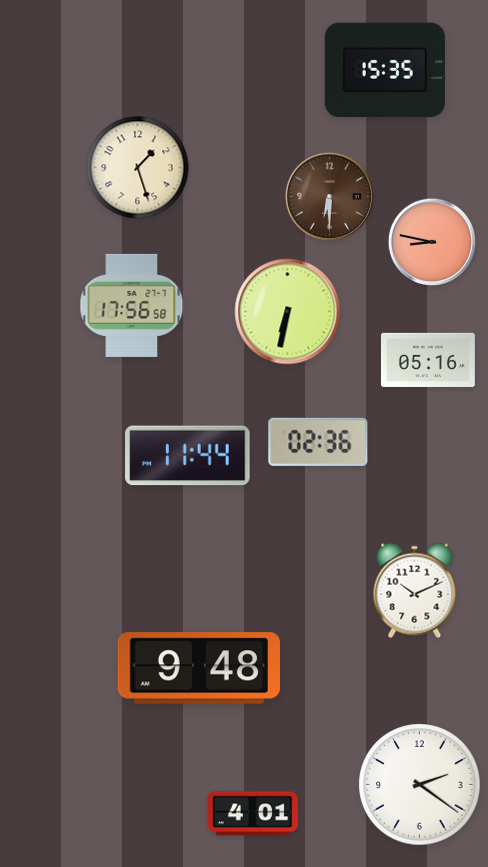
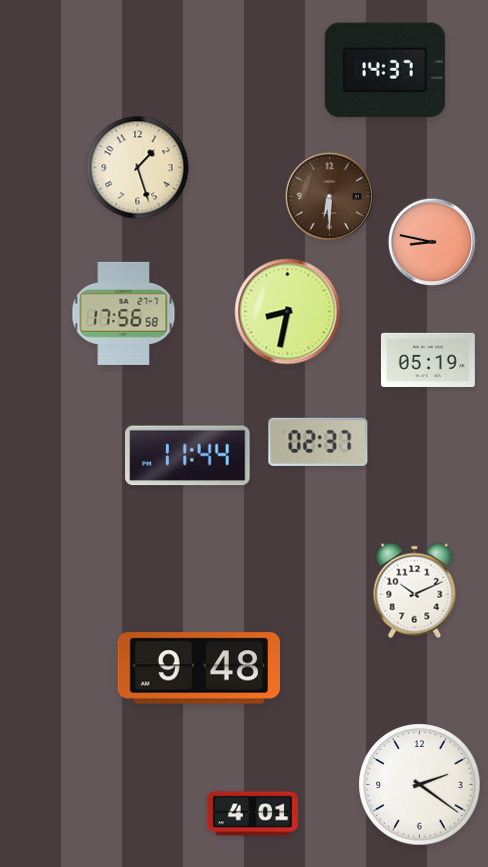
clock at (385, 70): 15:35 -> 14:37
clock at (132, 305) position: (132, 305) -> (124, 313)
clock at (288, 312): 6:32 -> 8:32
clock at (428, 360): 05:16 -> 05:19
clock at (318, 442): 02:36 -> 02:37
